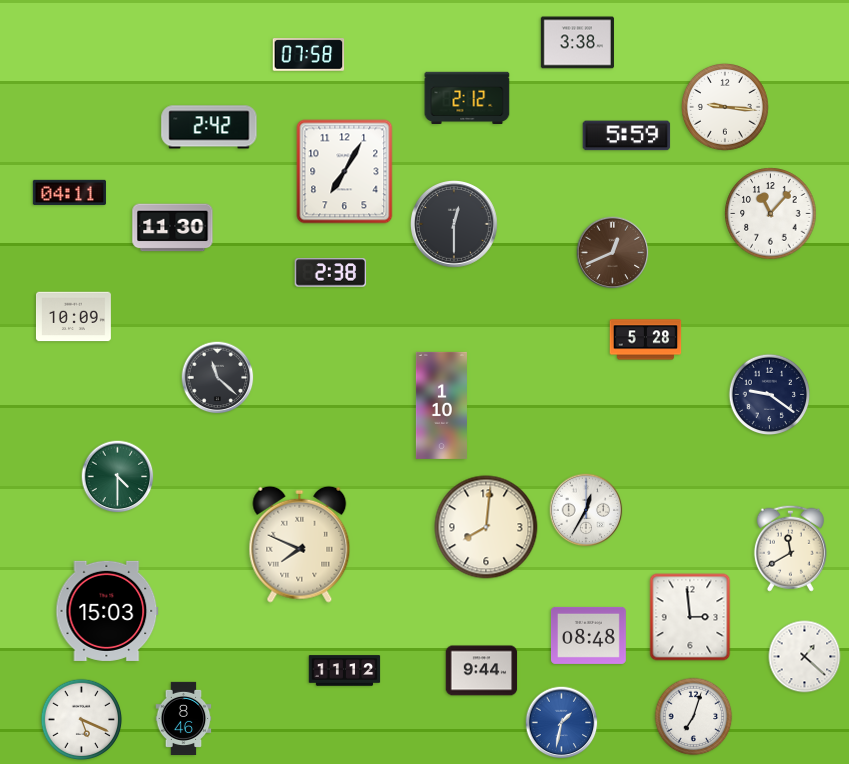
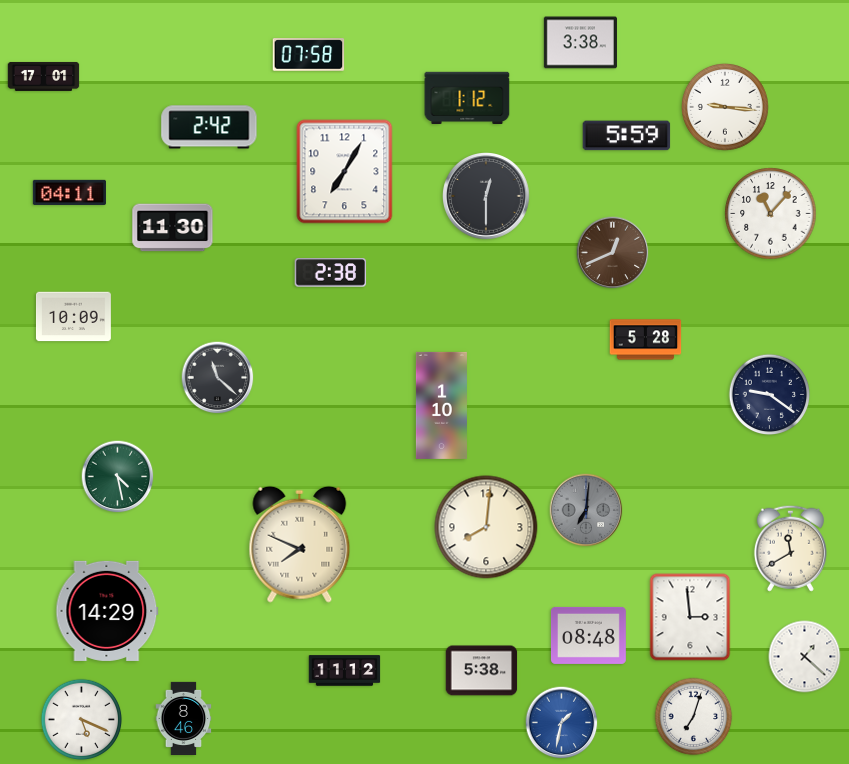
clock at (577, 43) position: (577, 43) -> (580, 43)
clock at (44, 76): none -> 17:01
clock at (467, 97): 2:12 -> 1:12
clock at (455, 225) position: (455, 225) -> (487, 197)
clock at (118, 477): 4:30 -> 4:28
clock at (586, 510): 12:35 -> 7:01
clock at (586, 510) dial: white -> grey
clock at (107, 611): 15:03 -> 14:29
clock at (482, 671): 9:44 -> 5:38
